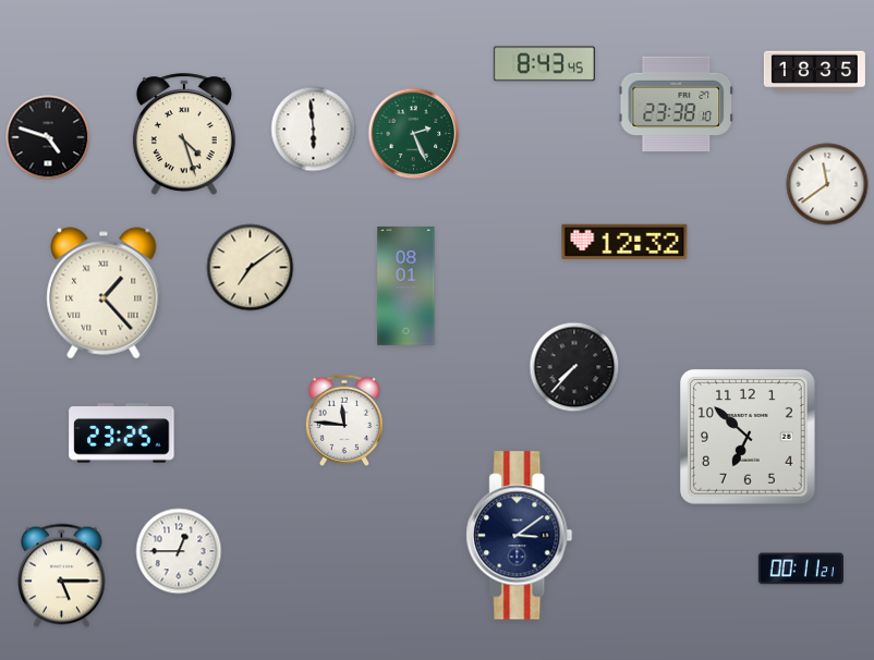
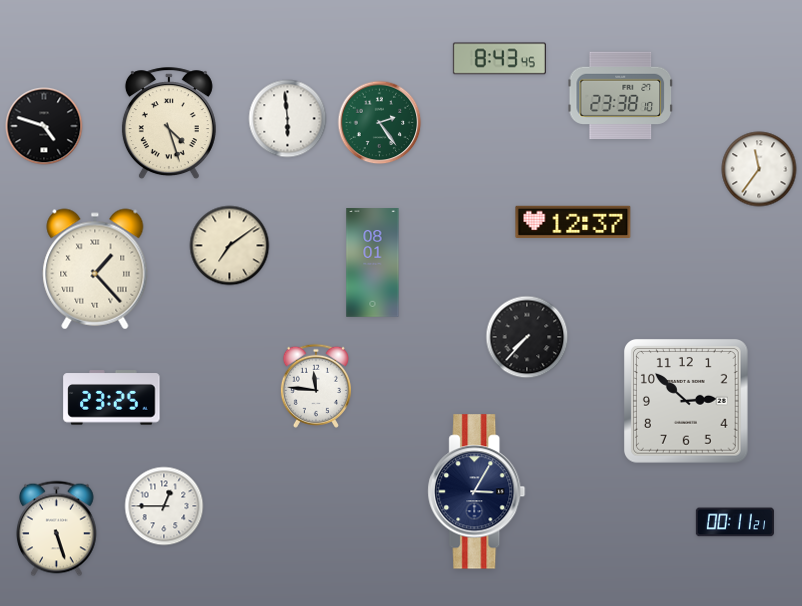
clock at (814, 72): 18:35 -> none
clock at (414, 134): 2:26 -> 2:24
clock at (827, 184): 11:39 -> 11:36
clock at (624, 242): 12:32 -> 12:37
clock at (749, 438): 6:52 -> 2:52
clock at (520, 536): 3:09 -> 3:05
clock at (62, 576): 5:15 -> 5:27
